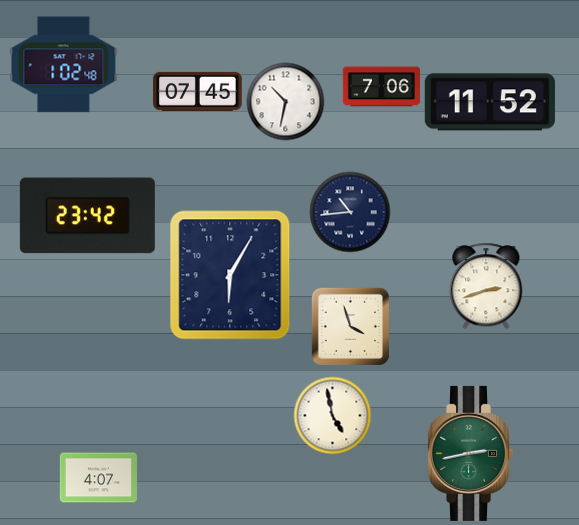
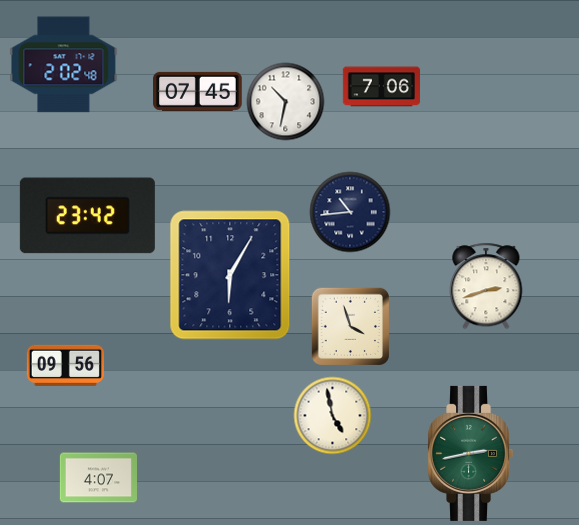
clock at (64, 65): 1:02 -> 2:02
clock at (490, 102): 11:52 -> none
clock at (65, 365): none -> 09:56
